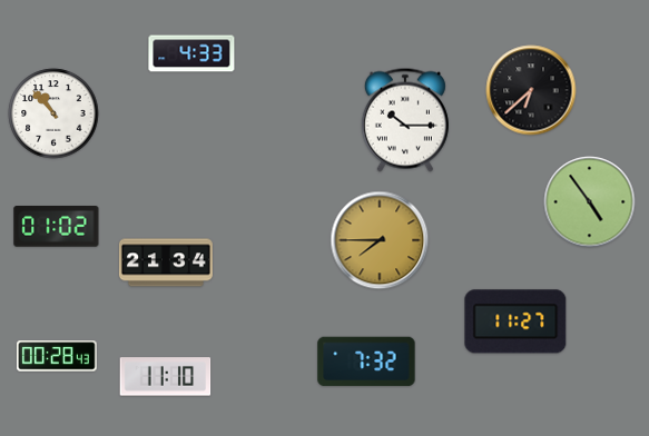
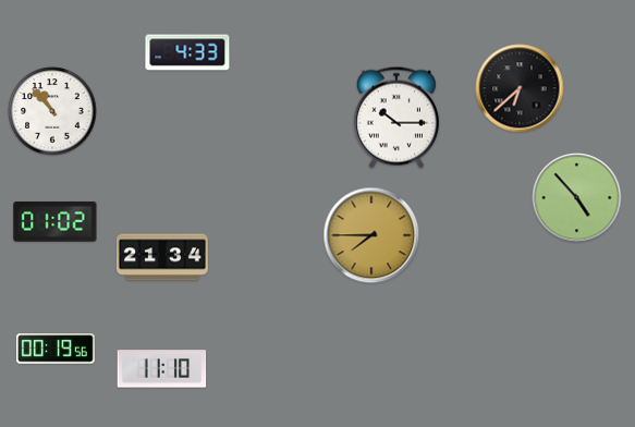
clock at (590, 202): 4:54 -> 4:53
clock at (515, 321): 11:27 -> none
clock at (57, 356): 00:28 -> 00:19
clock at (366, 361): 7:32 -> none
